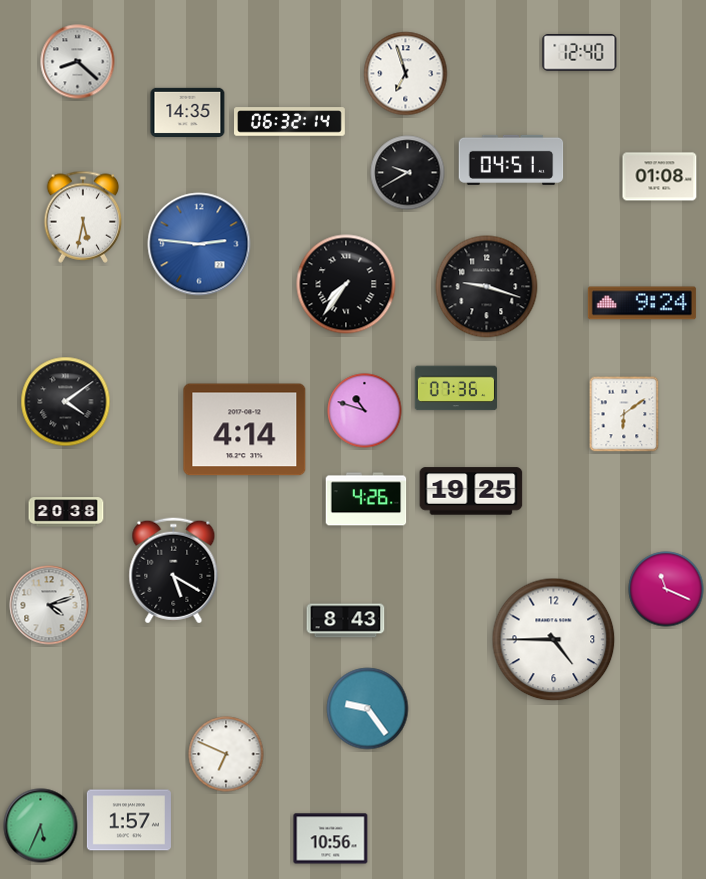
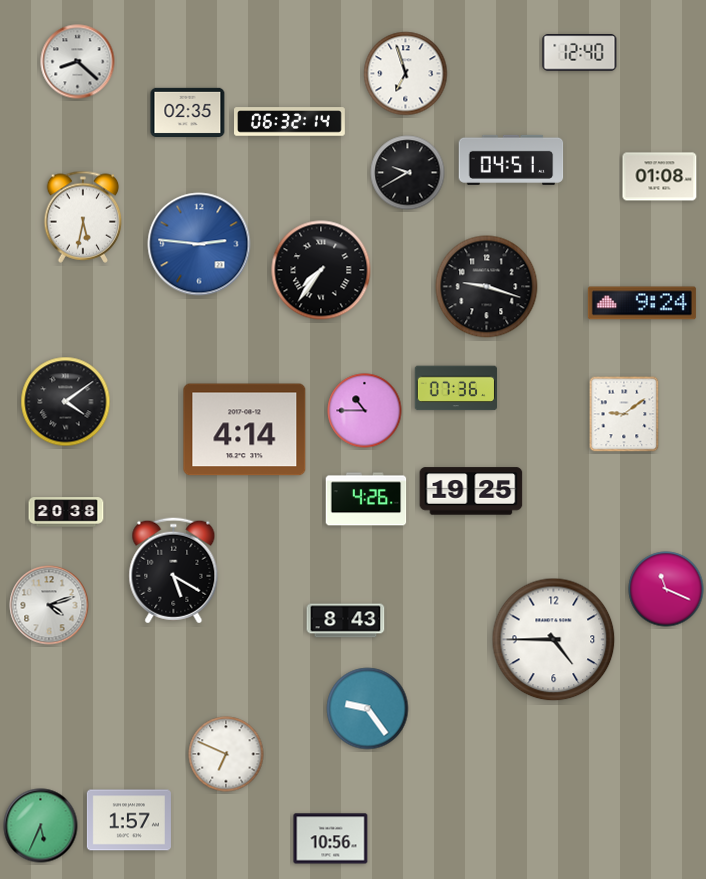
clock at (188, 112): 14:35 -> 02:35
clock at (346, 284) position: (346, 284) -> (321, 270)
clock at (365, 411): 10:48 -> 10:45
clock at (624, 414): 6:09 -> 9:09
